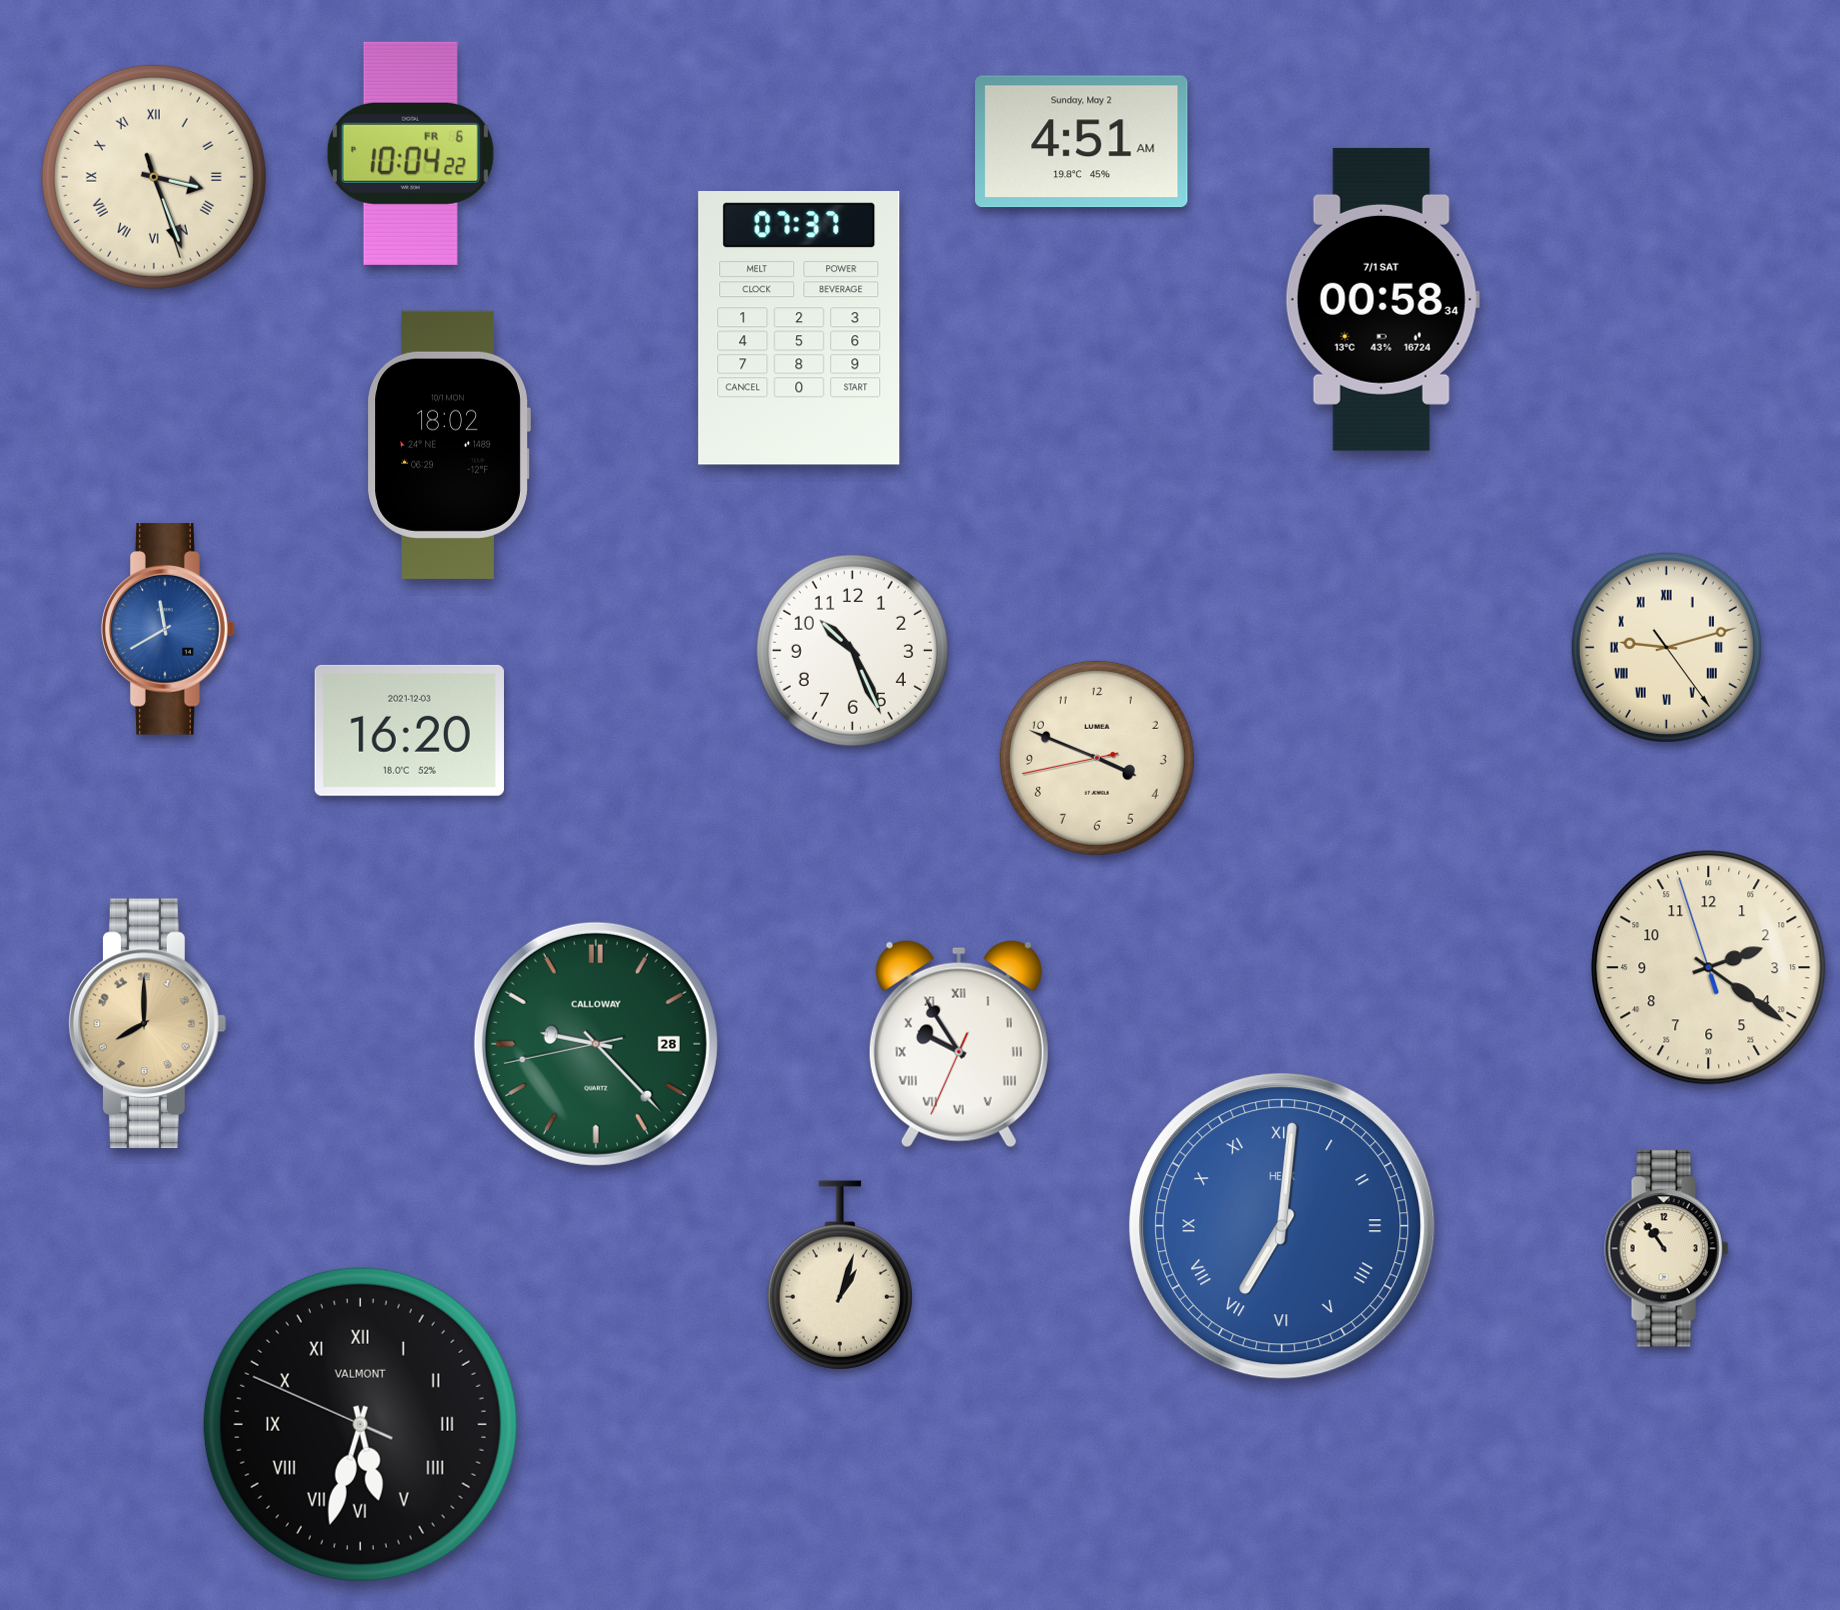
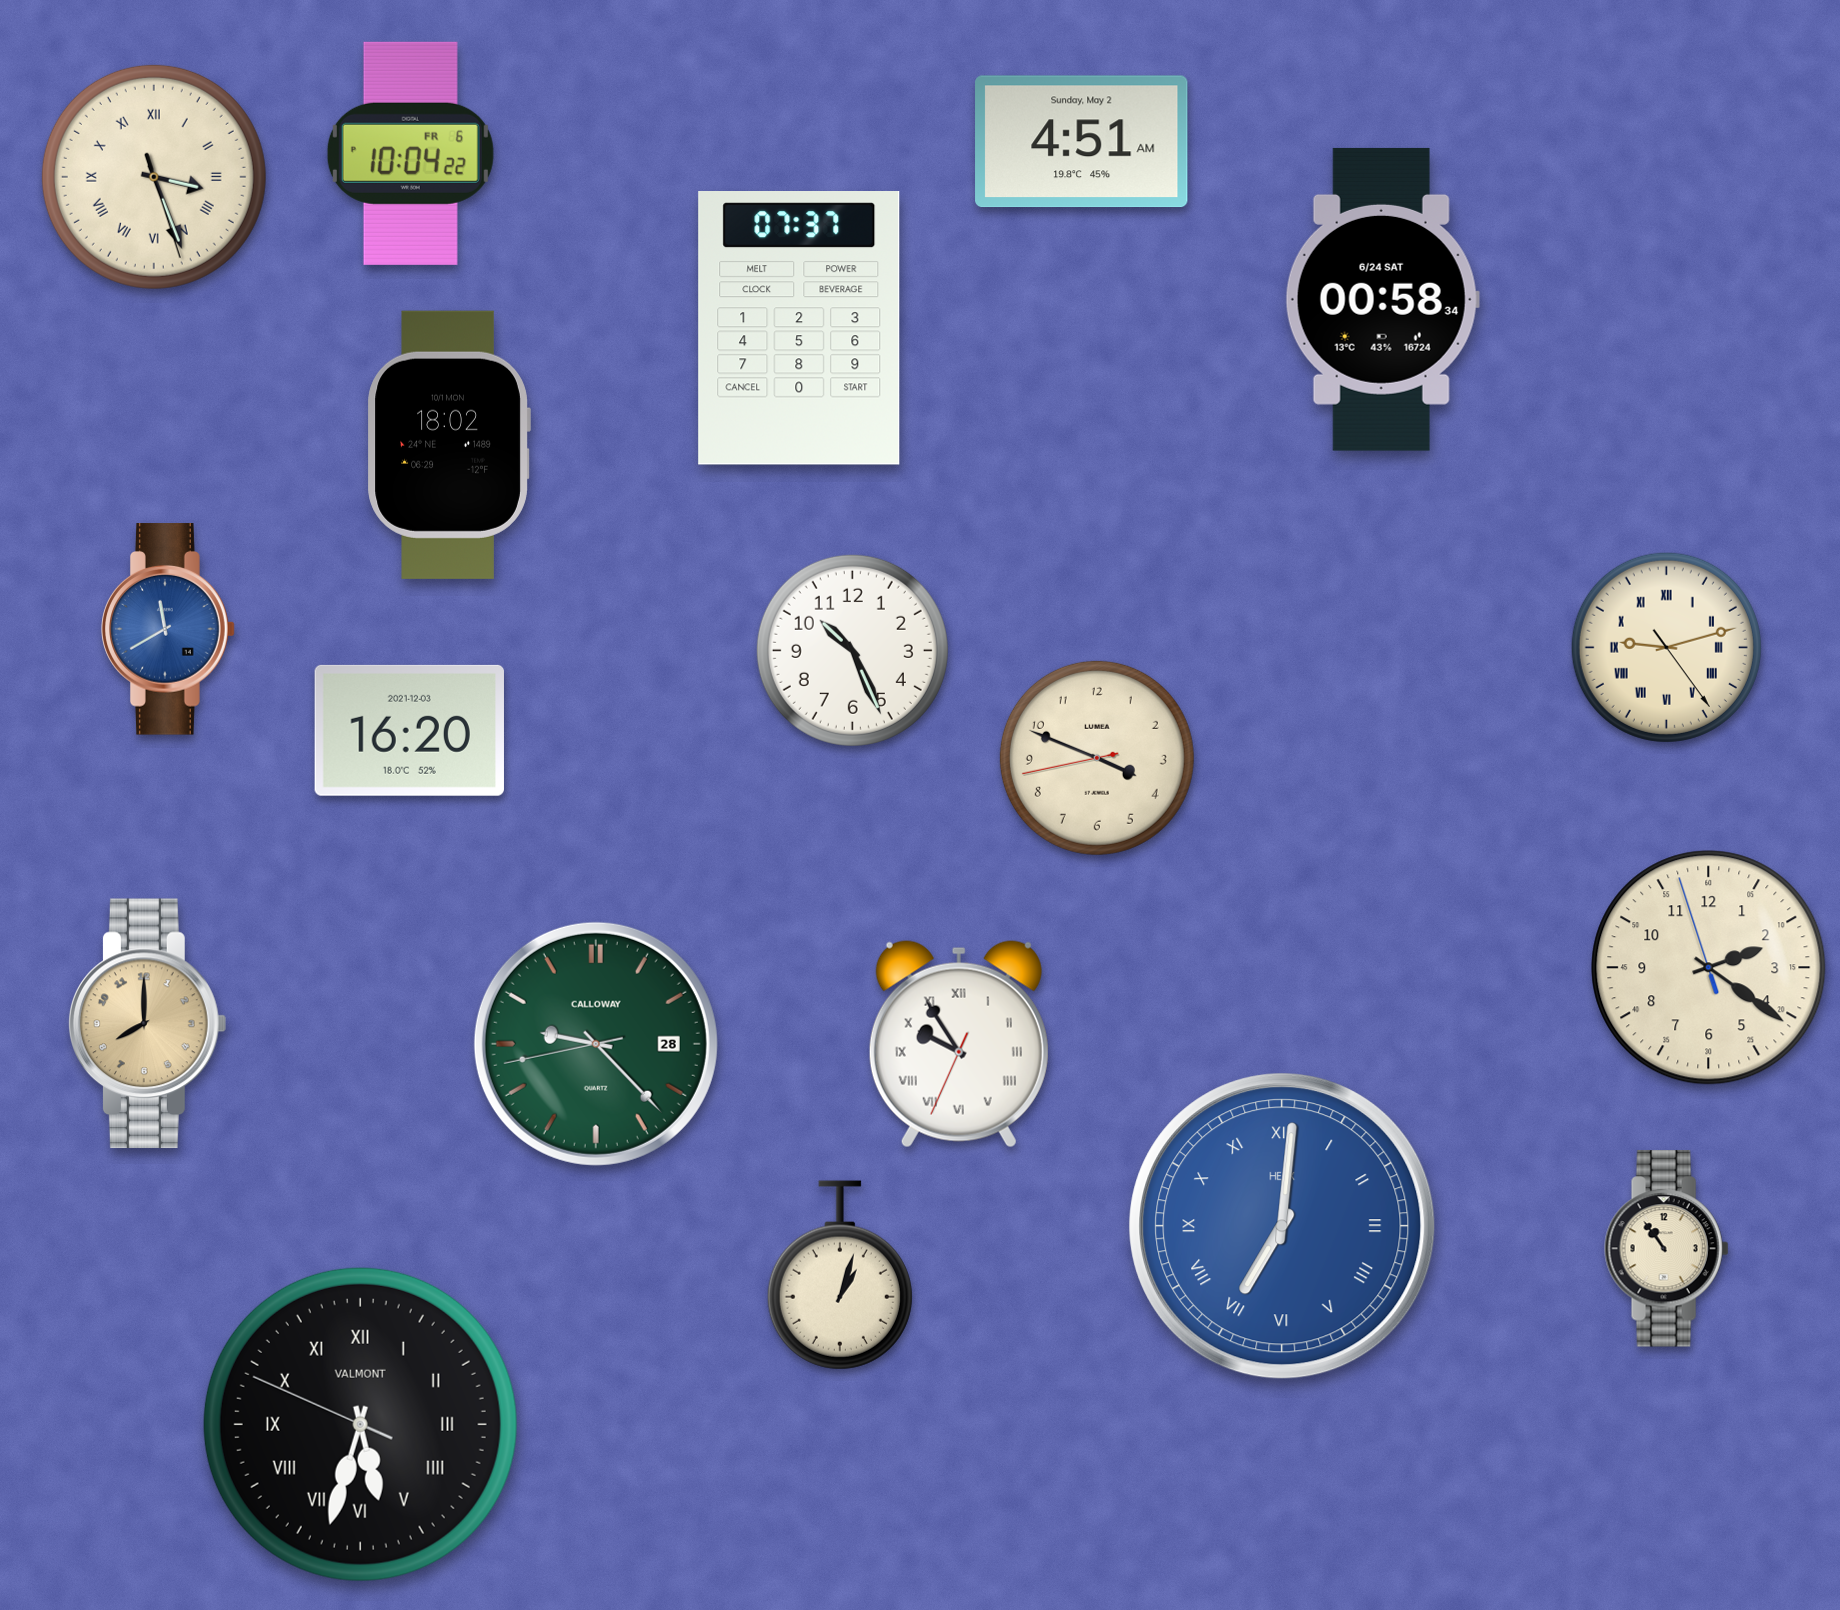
clock at (1382, 299) date: 7/1 SAT -> 6/24 SAT
